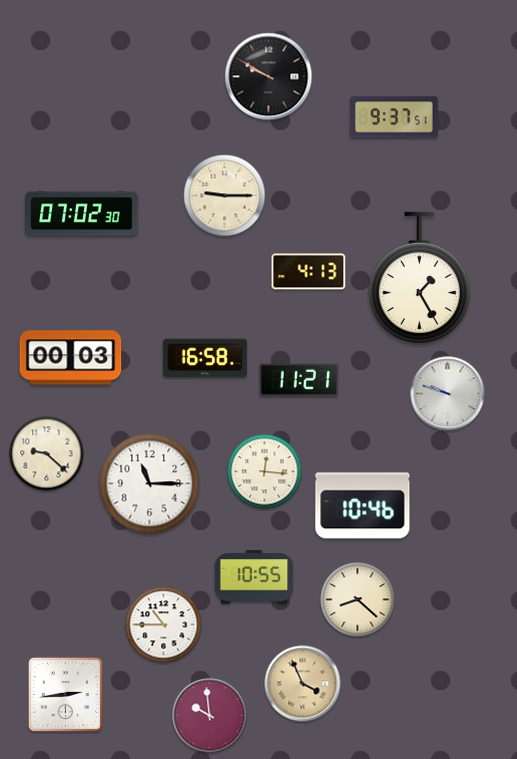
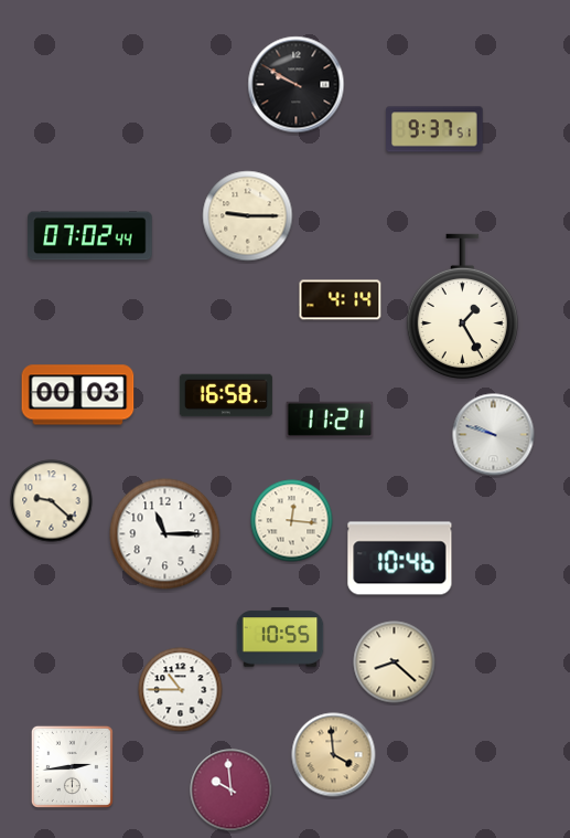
clock at (82, 214): 07:02:30 -> 07:02:44
clock at (309, 272): 4:13 -> 4:14
clock at (303, 684): 3:56 -> 3:59
